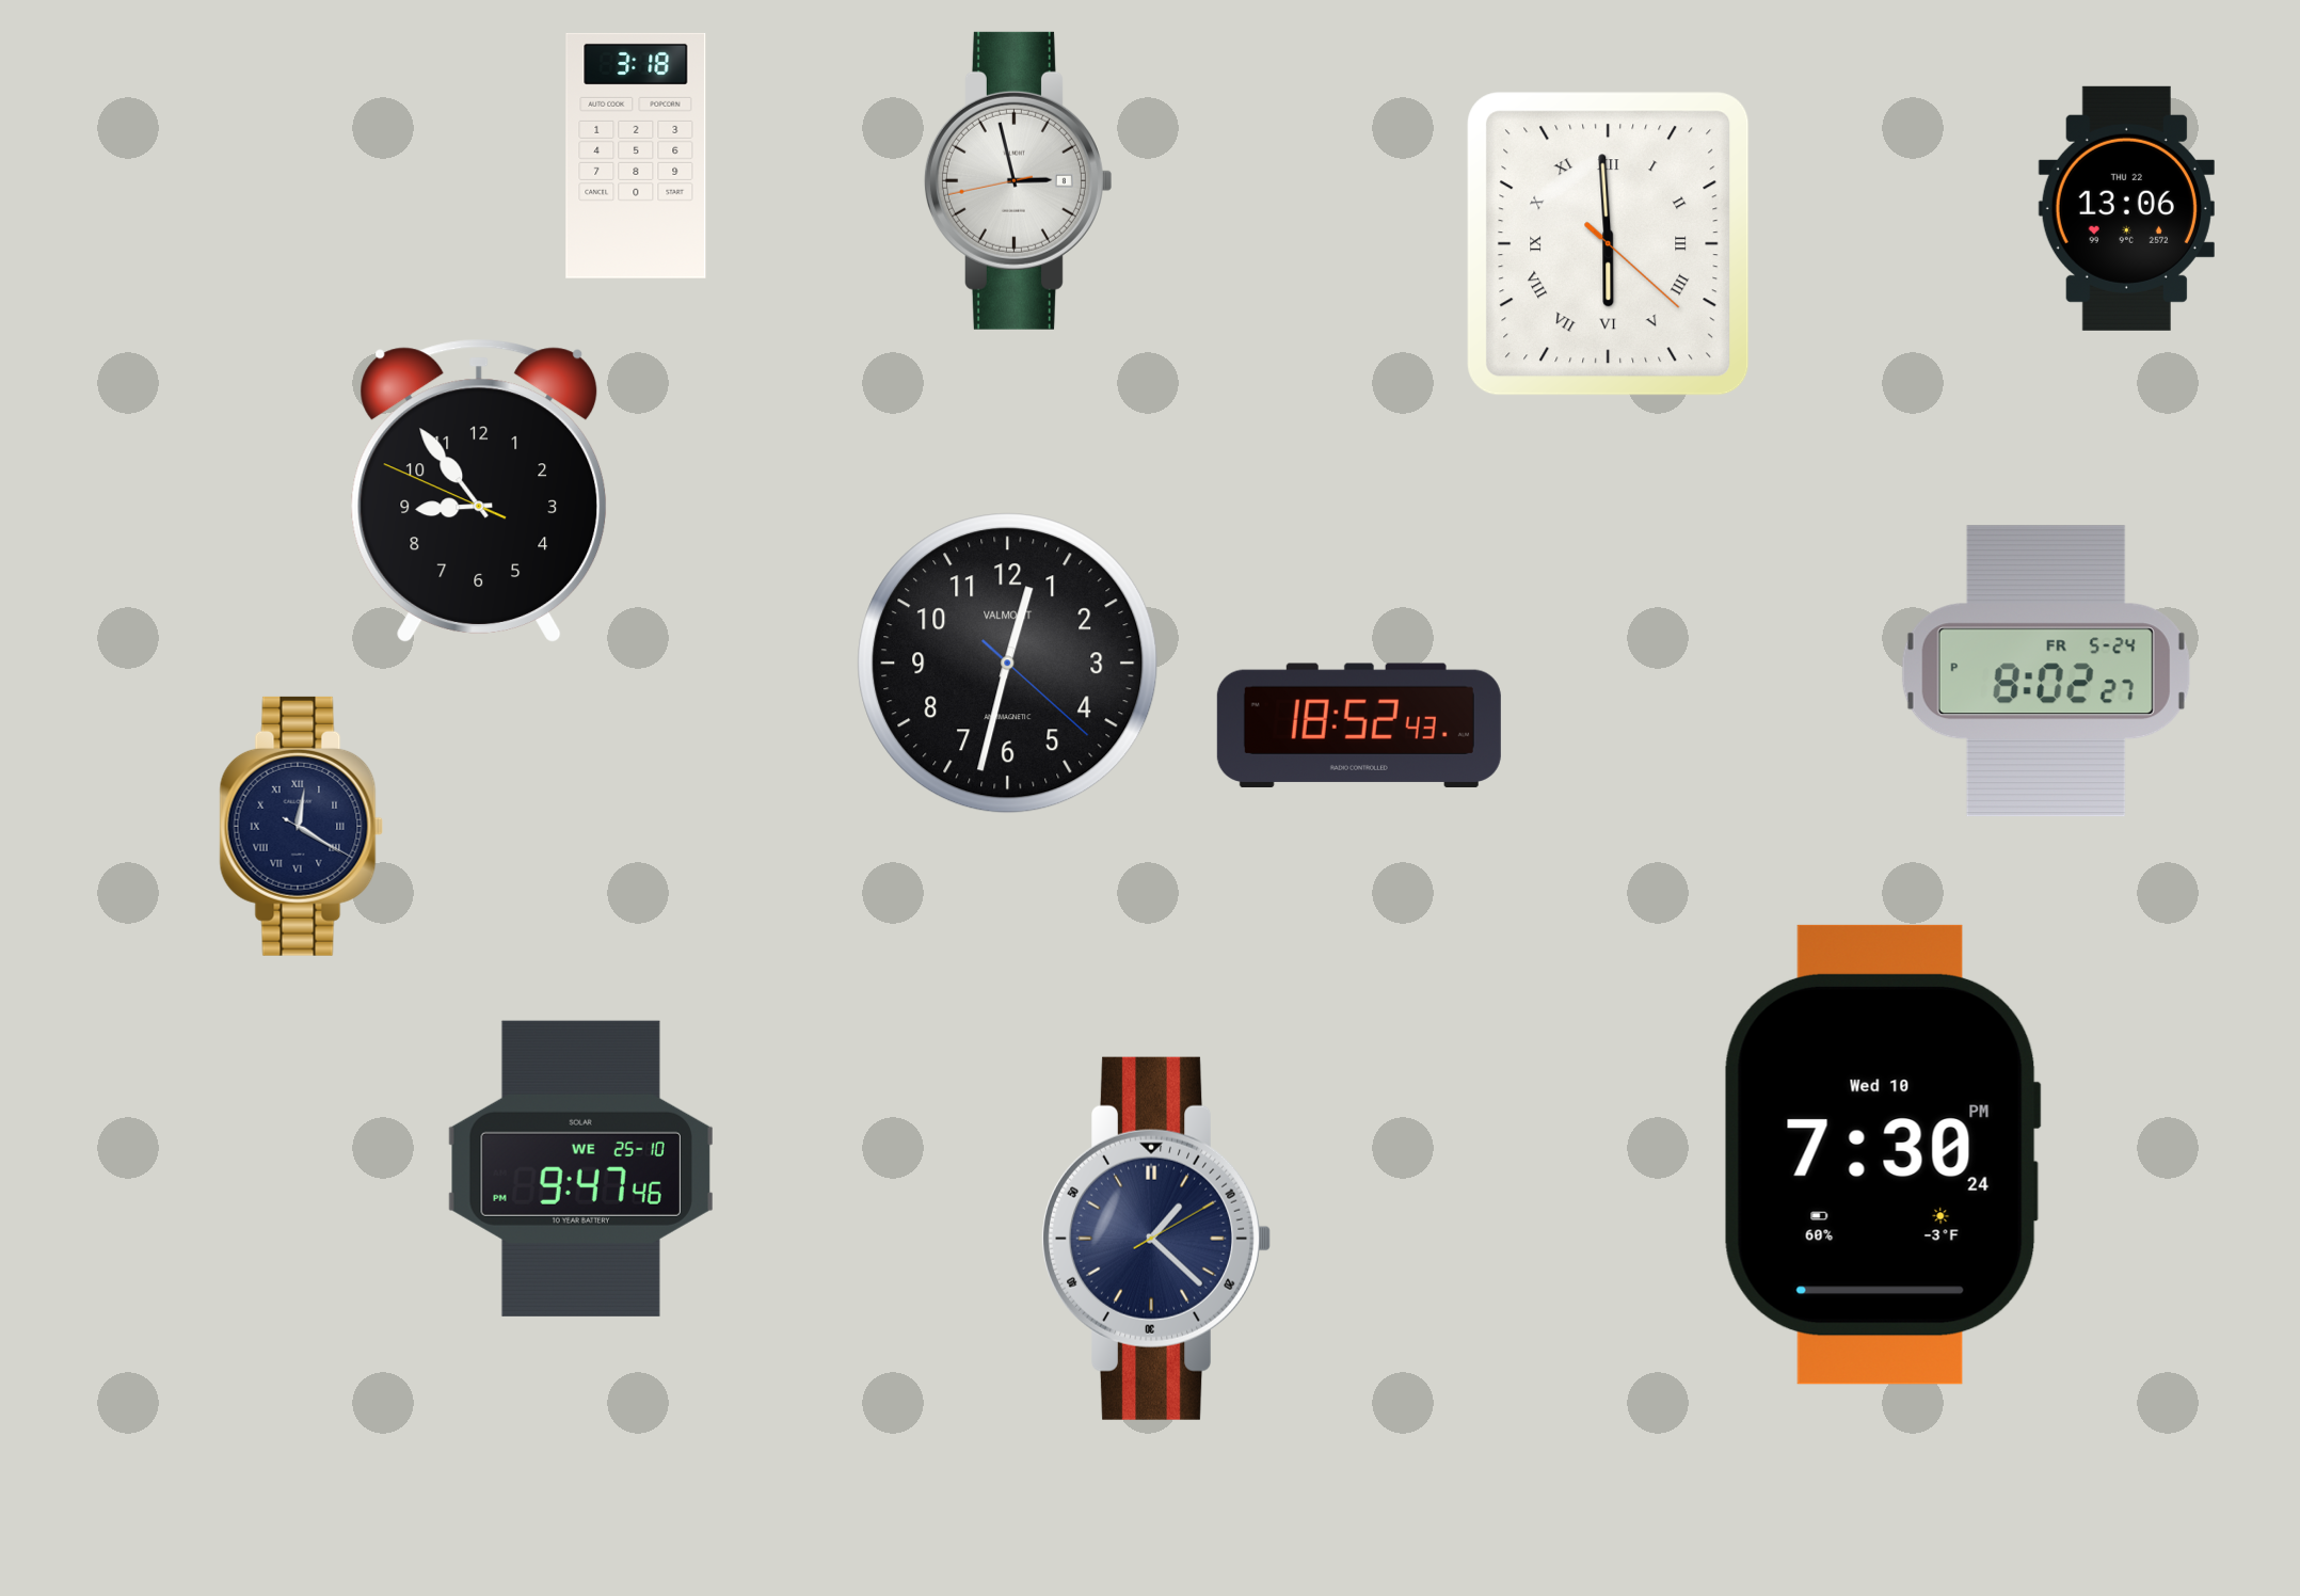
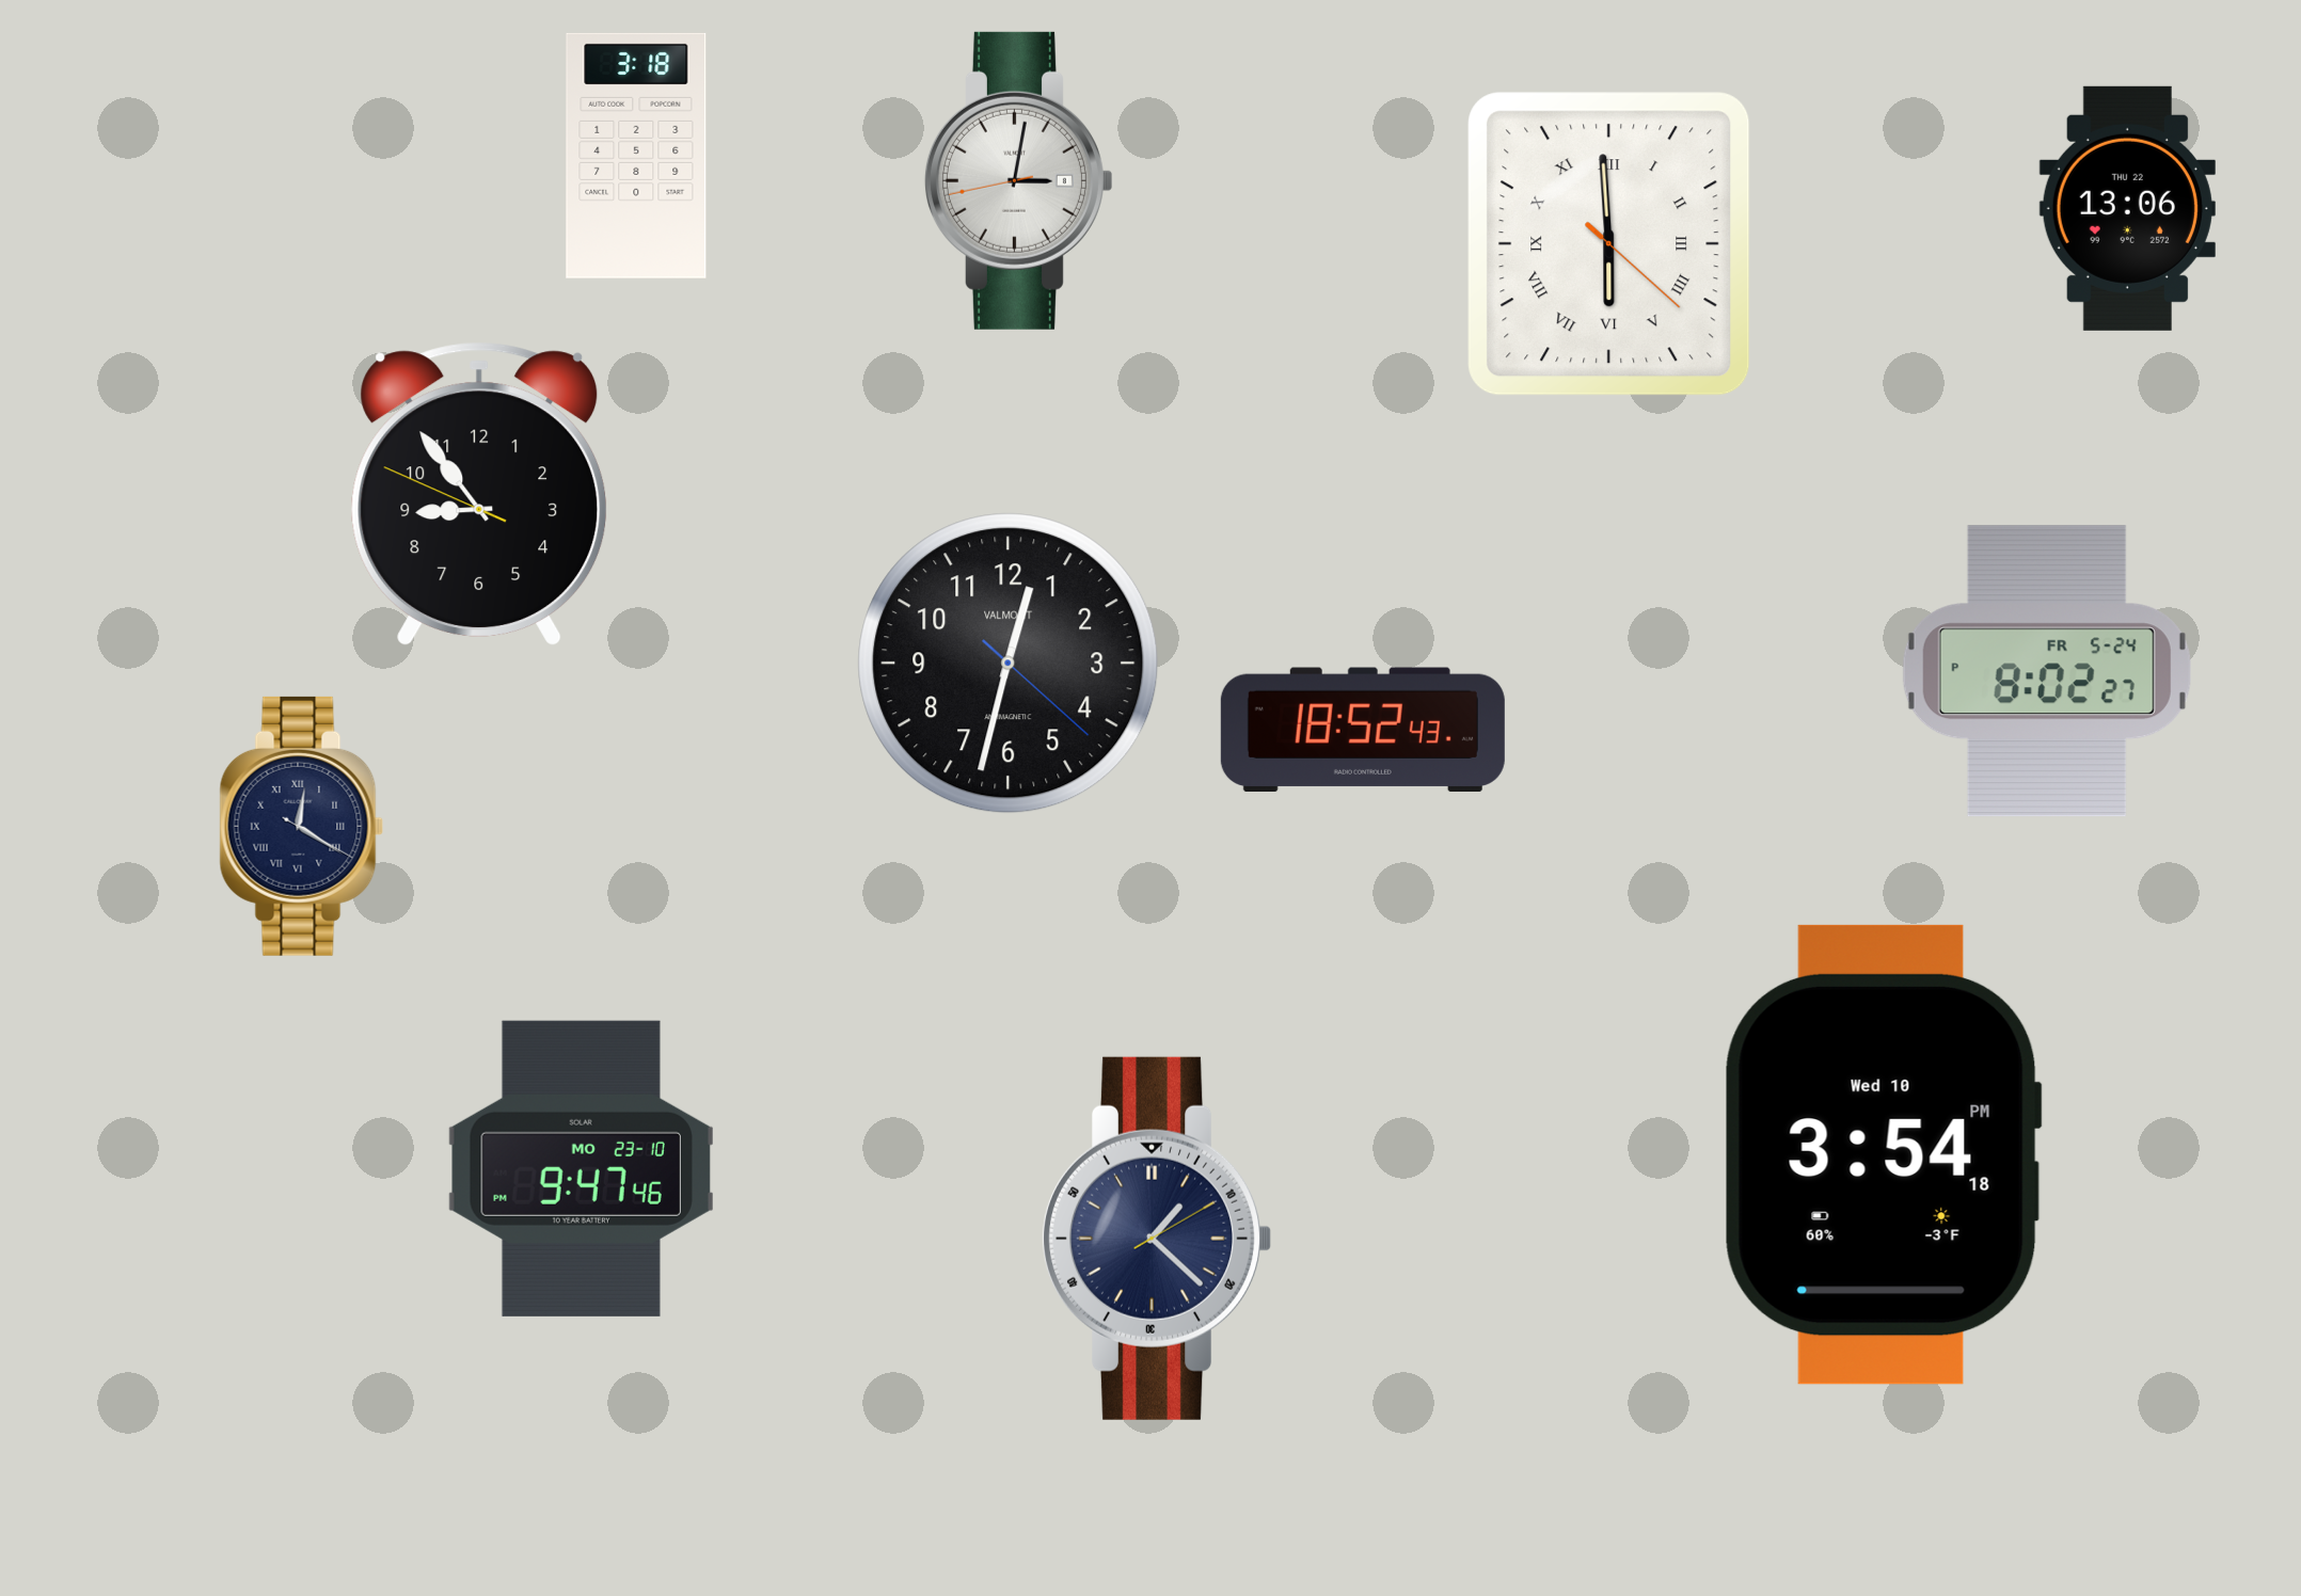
clock at (1018, 180): 2:57 -> 3:01
clock at (479, 490) position: (479, 490) -> (479, 493)
clock at (1359, 725) position: (1359, 725) -> (1363, 730)
clock at (1882, 1154): 7:30 -> 3:54
clock at (580, 1168) date: WE 25-10 -> MO 23-10
